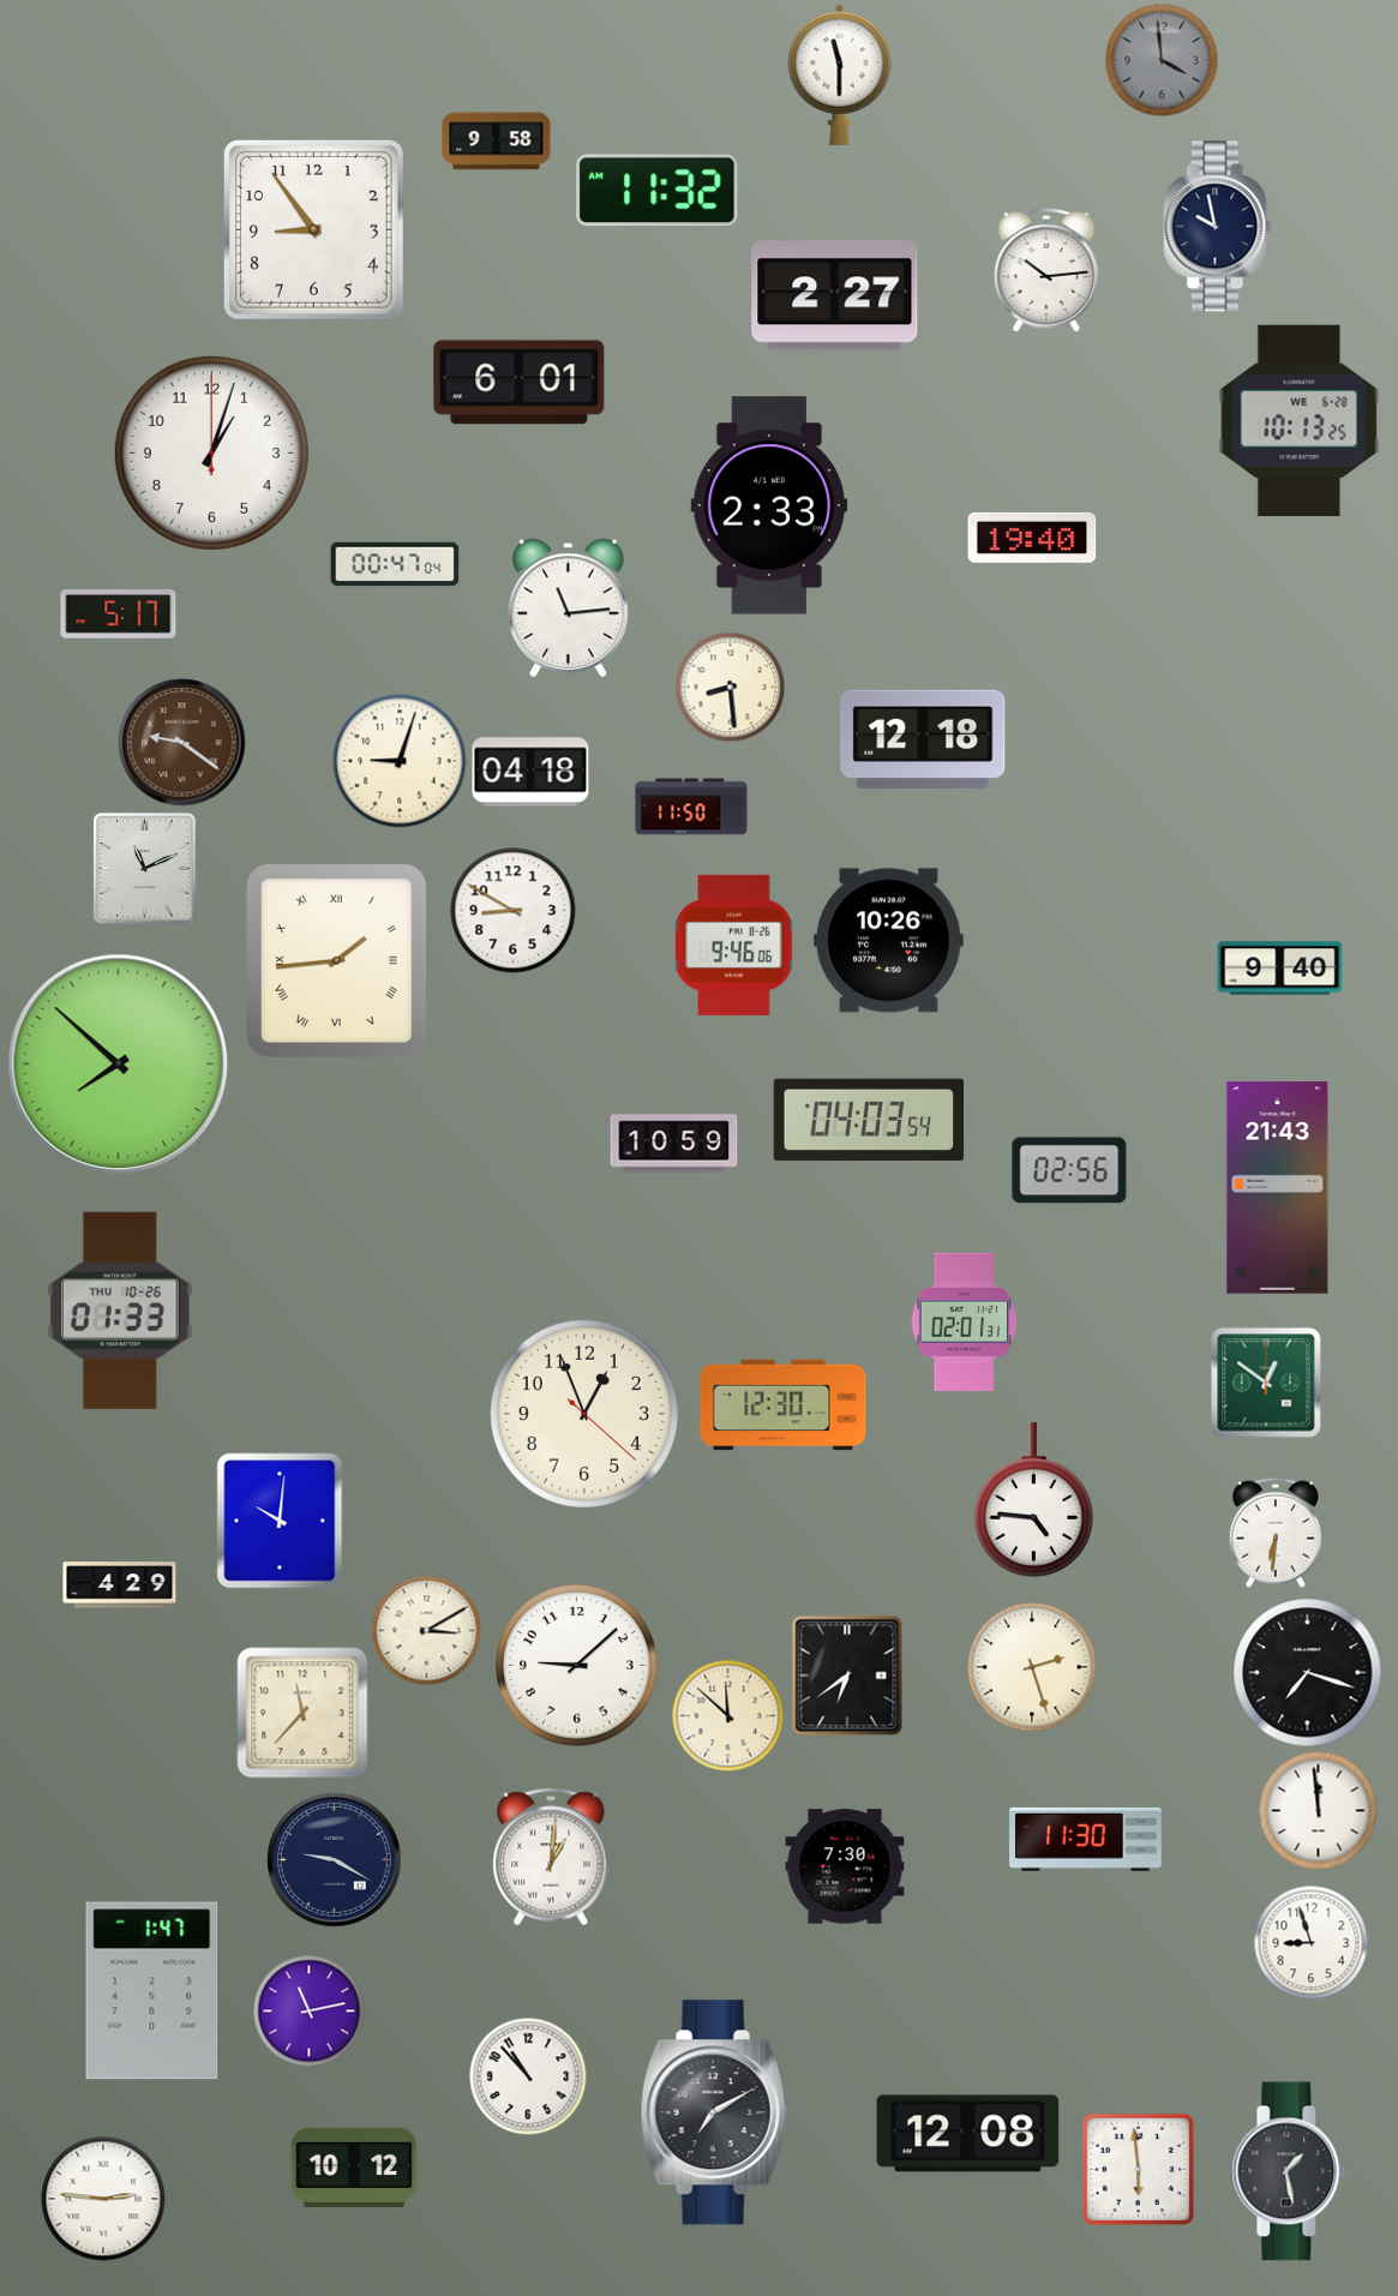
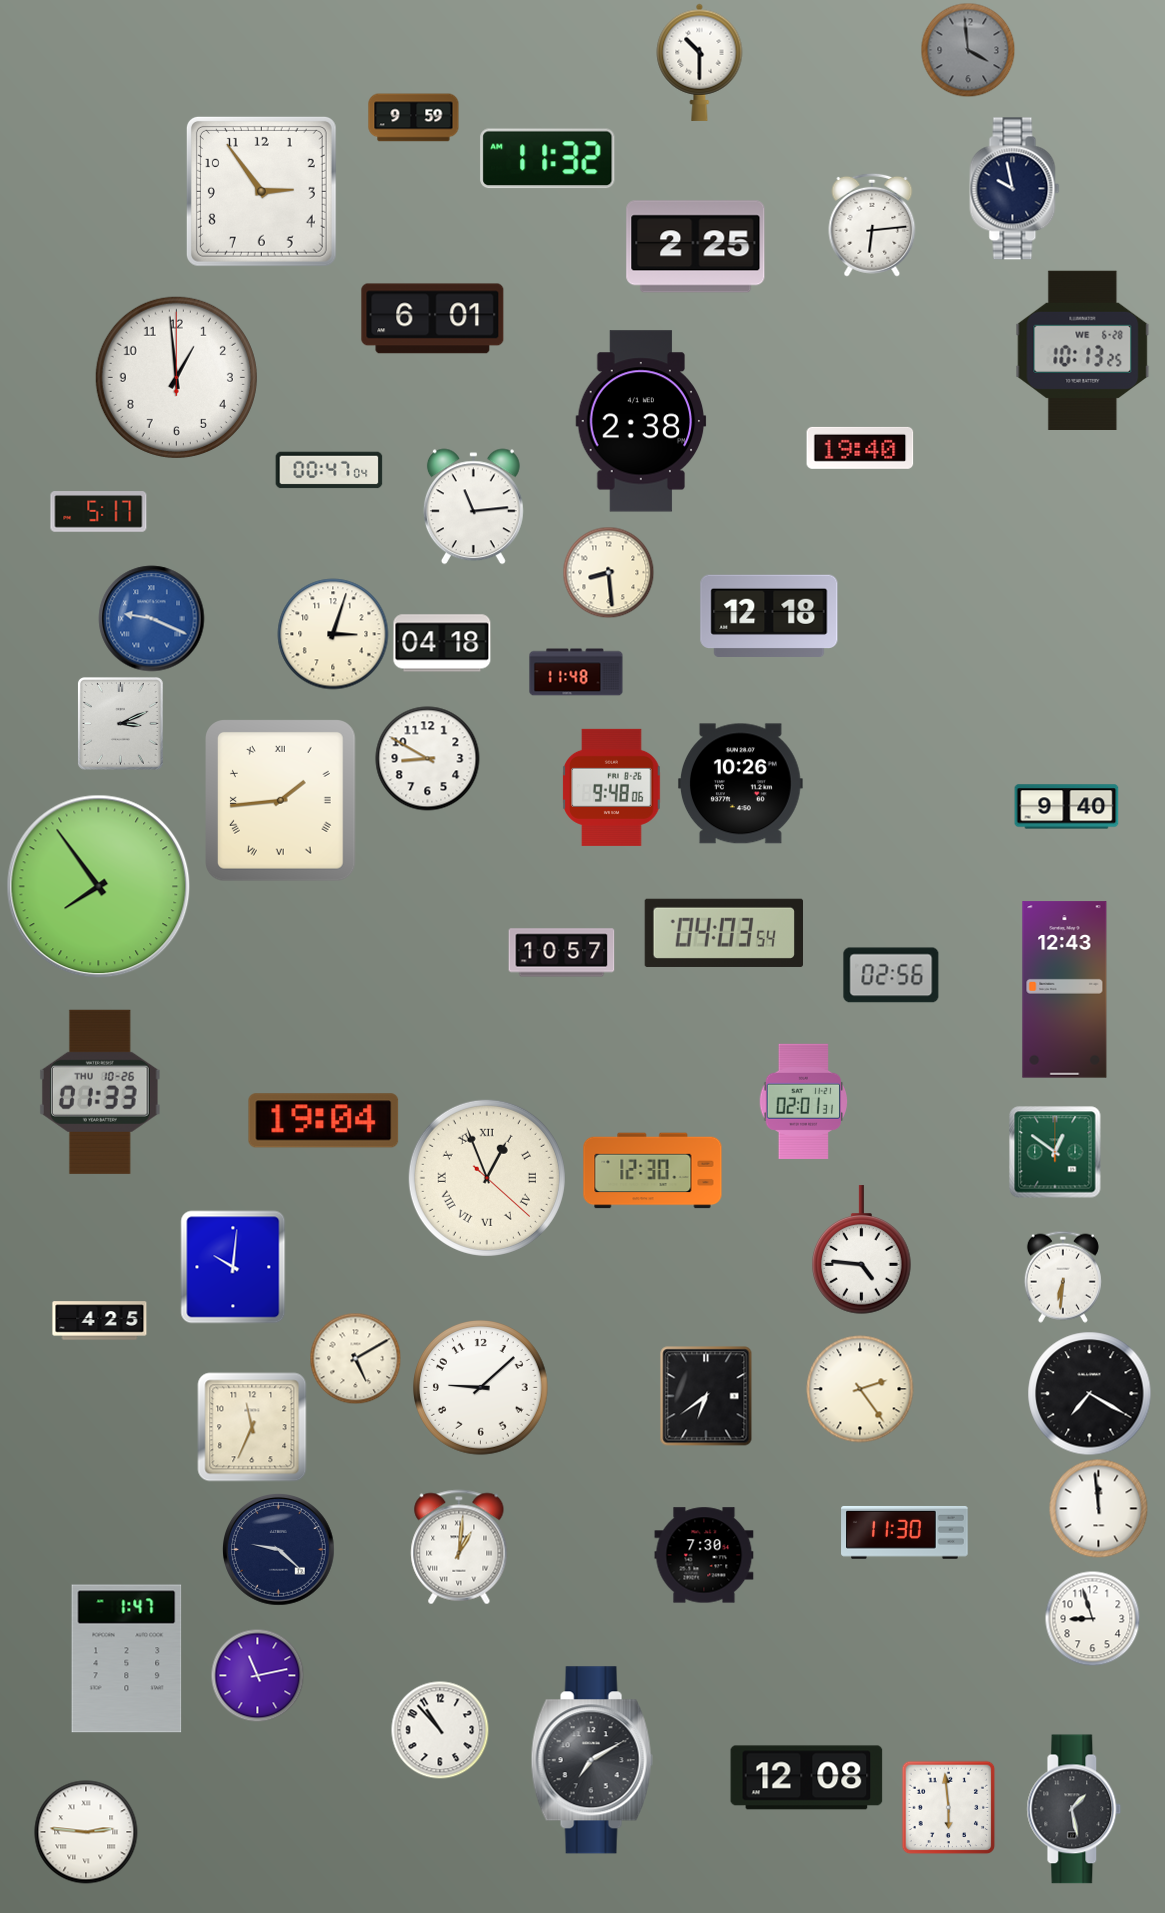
clock at (840, 74): 11:30 -> 10:30
clock at (497, 142): 9:58 -> 9:59
clock at (313, 229): 8:54 -> 2:54
clock at (1046, 270): 10:14 -> 6:14
clock at (835, 296): 2:27 -> 2:25
clock at (211, 452): 1:03 -> 12:59
clock at (769, 505): 2:33 -> 2:38
clock at (182, 743): 9:21 -> 9:19
clock at (182, 743) dial: brown -> blue
clock at (400, 761): 9:03 -> 3:03
clock at (691, 807): 11:50 -> 11:48
clock at (145, 869): 11:11 -> 3:11
clock at (734, 945): 9:46 -> 9:48
clock at (119, 1065): 7:52 -> 7:54
clock at (674, 1144): 10:59 -> 10:57
clock at (1278, 1188): 21:43 -> 12:43
clock at (324, 1121): none -> 19:04
clock at (584, 1414) numerals: Arabic -> Roman
clock at (120, 1585): 4:29 -> 4:25
clock at (426, 1630): 3:10 -> 5:10
clock at (1032, 1667): 2:27 -> 2:24
clock at (1308, 1673): 7:18 -> 7:20
clock at (302, 1713): 11:37 -> 11:34
clock at (727, 1715): 11:52 -> none
clock at (335, 1860): 9:20 -> 9:22
clock at (714, 2112) position: (714, 2112) -> (592, 1760)
clock at (354, 2168): 10:12 -> none
